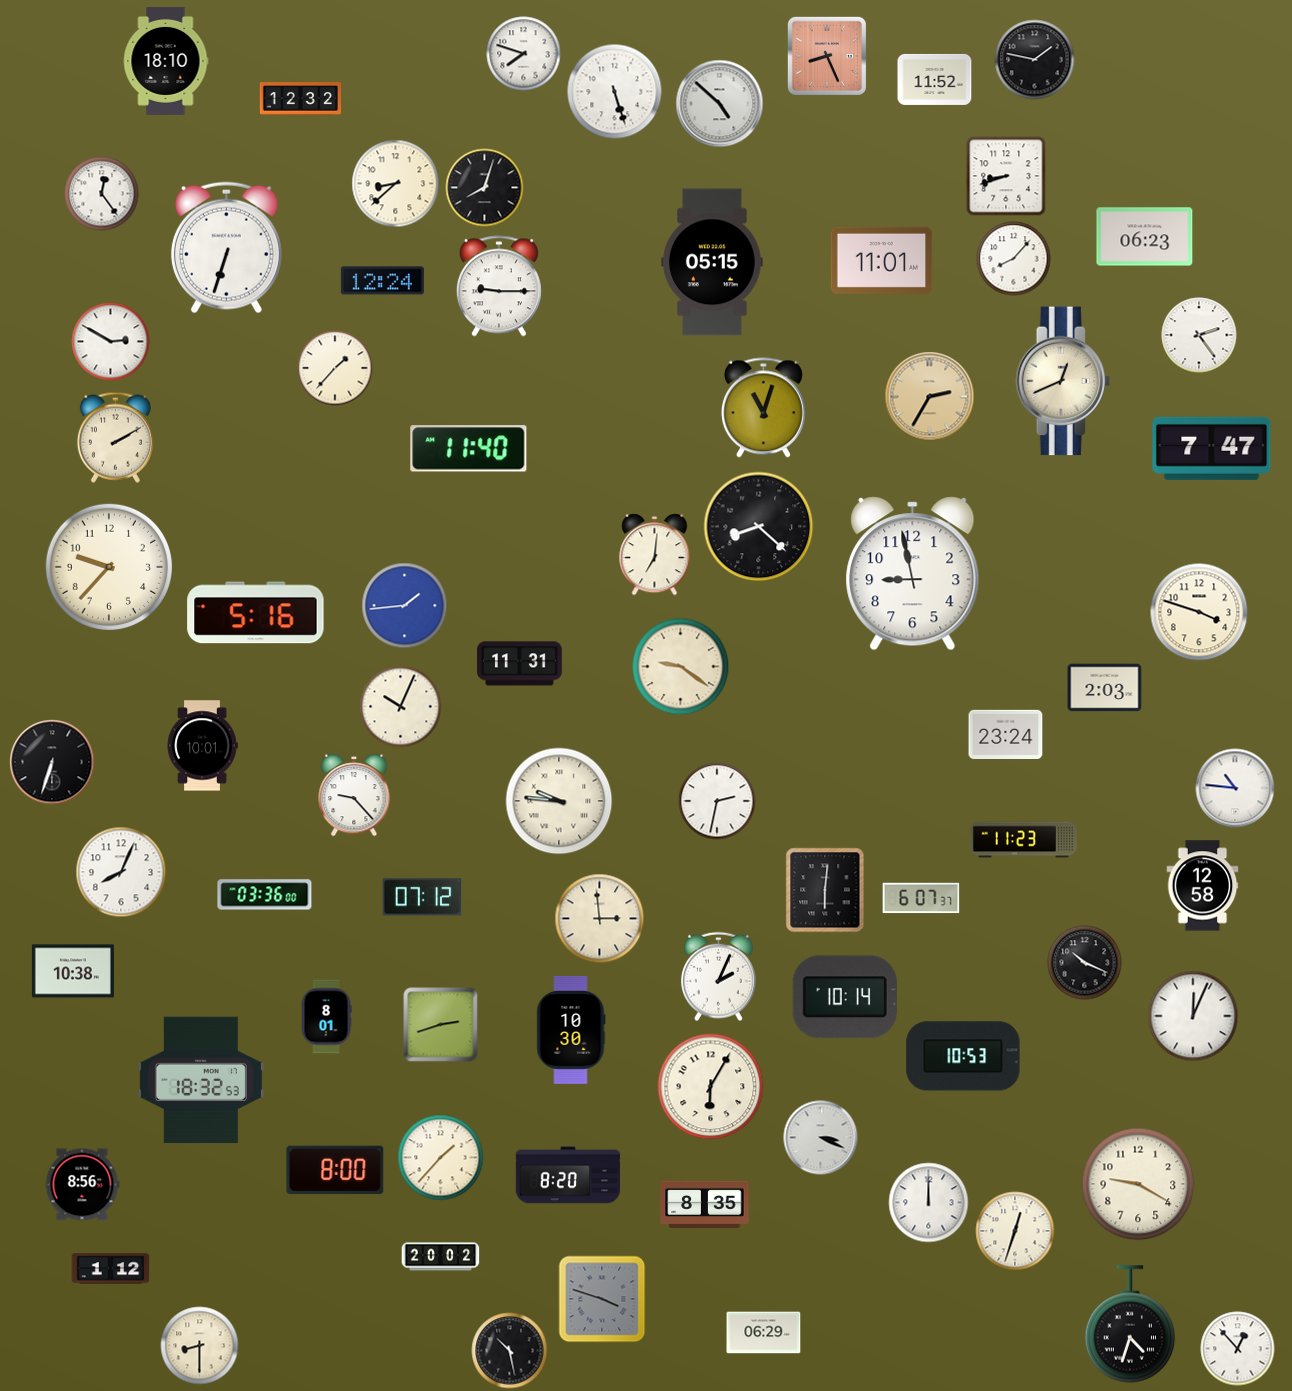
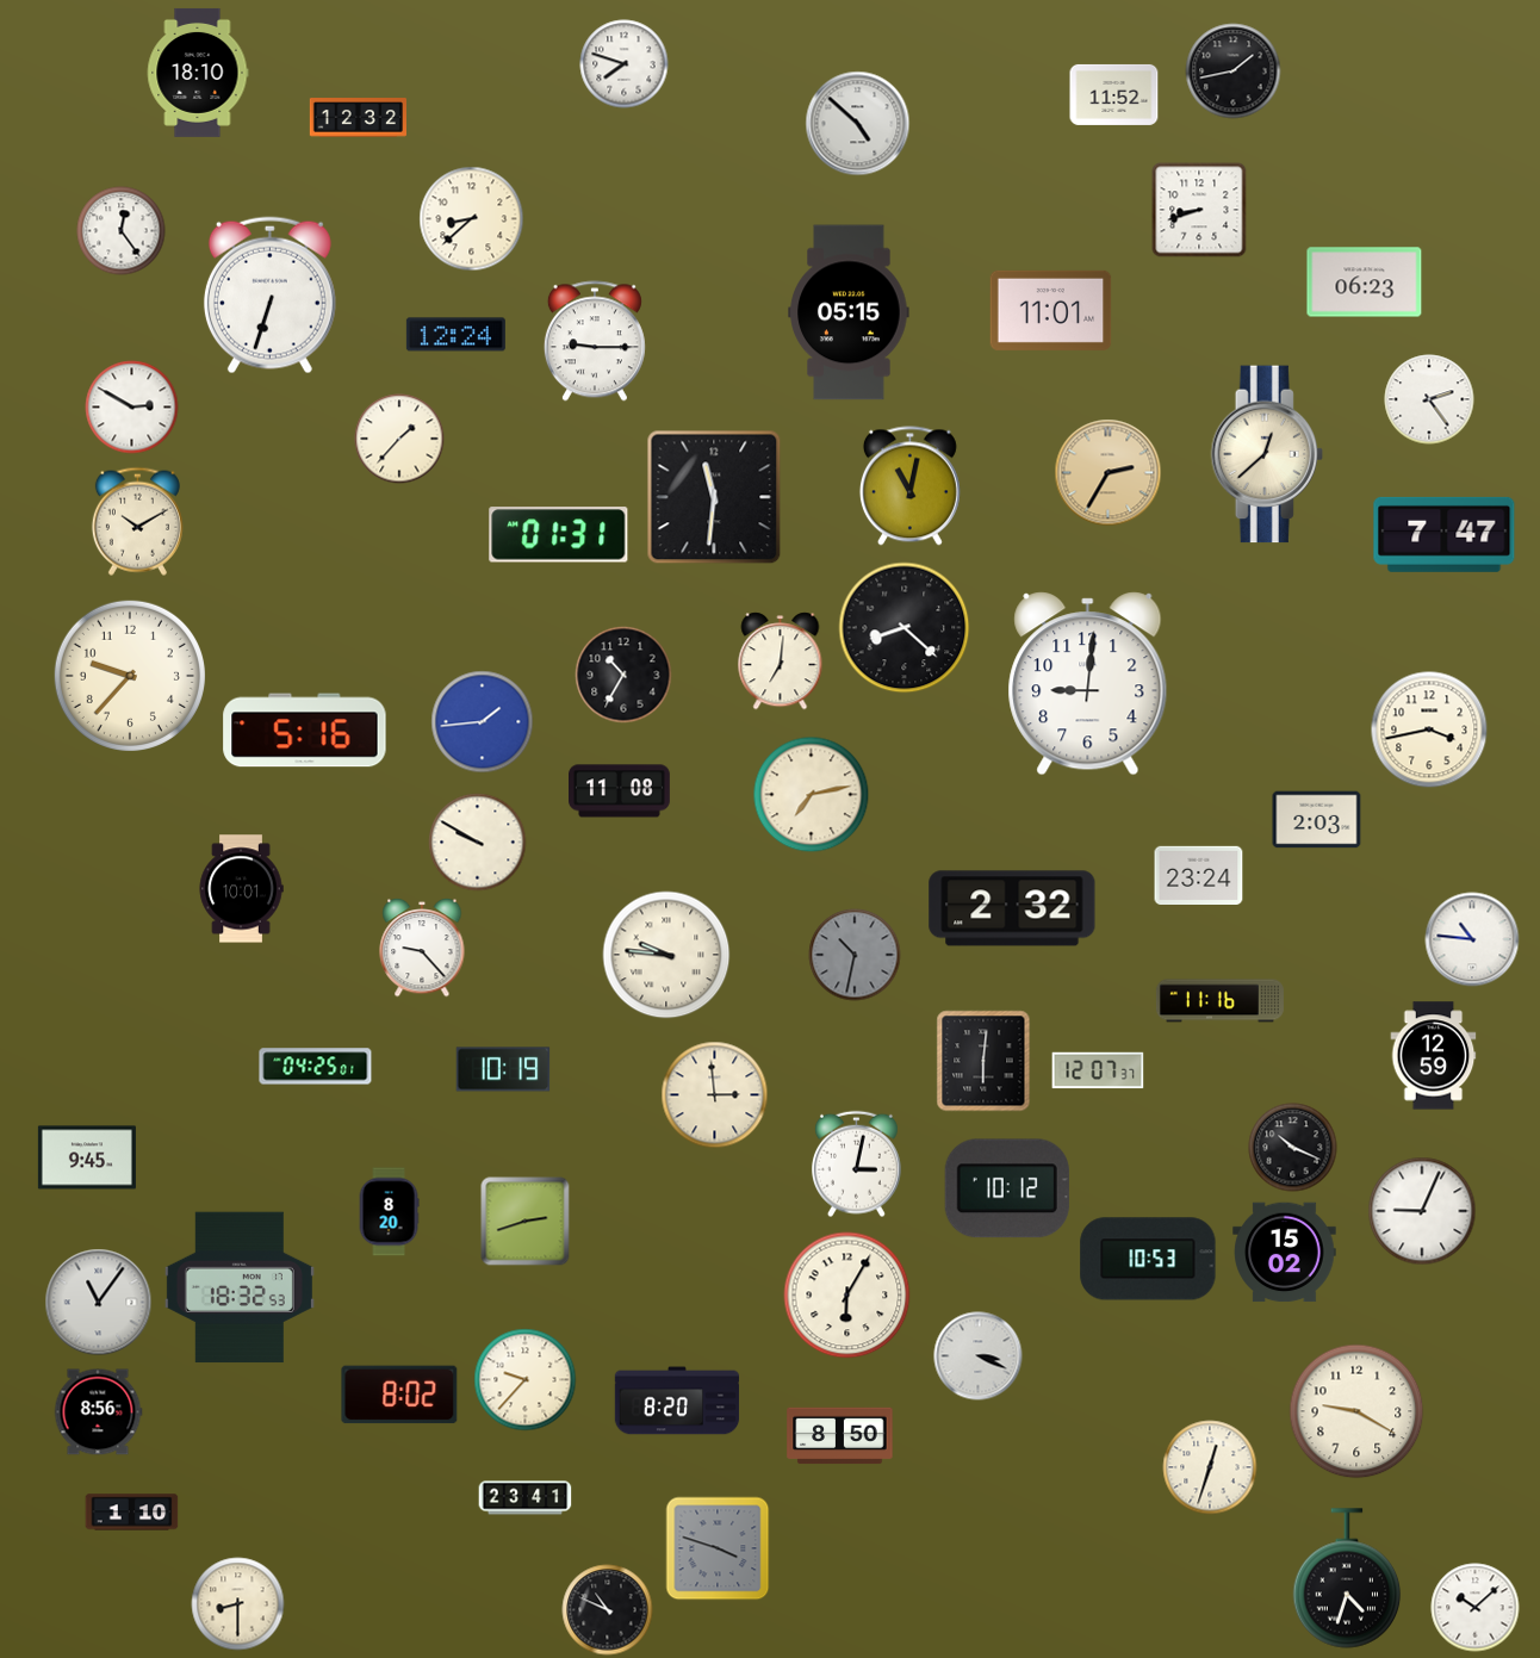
clock at (827, 56): 8:26 -> none
clock at (1035, 60): 1:47 -> 1:43
clock at (615, 92): 5:27 -> none
clock at (485, 188): 8:03 -> none
clock at (1014, 259): 8:07 -> none
clock at (1063, 381): 12:41 -> 12:38
clock at (763, 408): 11:03 -> 11:02
clock at (714, 497): none -> 11:31
clock at (115, 437): 2:10 -> 10:10
clock at (469, 449): 11:40 -> 01:31
clock at (623, 675): none -> 10:35
clock at (913, 574): 8:58 -> 9:01
clock at (1199, 612): 3:48 -> 3:43
clock at (520, 664): 11:31 -> 11:08
clock at (681, 667): 9:21 -> 7:13
clock at (401, 707): 10:04 -> 9:50
clock at (52, 762): 6:33 -> none
clock at (1012, 908): none -> 2:32
clock at (717, 801): 2:32 -> 10:32
clock at (717, 801) dial: white -> grey
clock at (1023, 840): 11:23 -> 11:16
clock at (121, 872): 8:04 -> none
clock at (1203, 886): 12:58 -> 12:59
clock at (265, 895): 03:36 -> 04:25
clock at (422, 897): 07:12 -> 10:19
clock at (921, 898): 6:07 -> 12:07
clock at (73, 971): 10:38 -> 9:45
clock at (718, 977): 2:04 -> 3:02
clock at (845, 997): 10:14 -> 10:12
clock at (1193, 1016): 12:04 -> 9:04
clock at (326, 1017): 8:01 -> 8:20
clock at (571, 1030): 10:30 -> none
clock at (1285, 1253): none -> 15:02
clock at (99, 1303): none -> 11:06
clock at (441, 1158): 1:37 -> 9:37
clock at (335, 1170): 8:00 -> 8:02
clock at (929, 1203): 12:00 -> none
clock at (705, 1205): 8:35 -> 8:50
clock at (441, 1257): 20:02 -> 23:41
clock at (111, 1269): 1:12 -> 1:10
clock at (764, 1333): 06:29 -> none
clock at (1238, 1349): 12:53 -> 10:08
clock at (510, 1351): 10:28 -> 10:49
